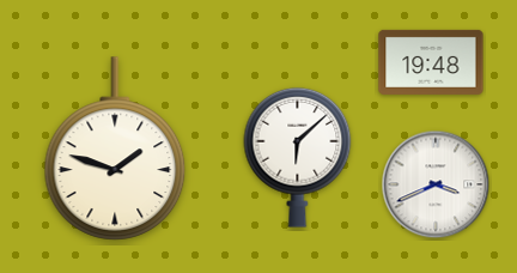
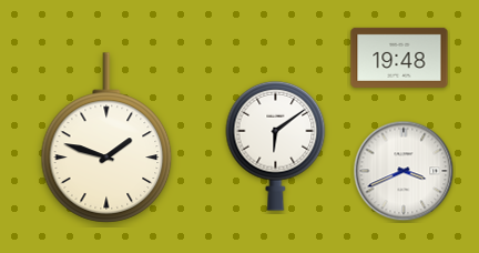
clock at (298, 157): 6:08 -> 6:09
